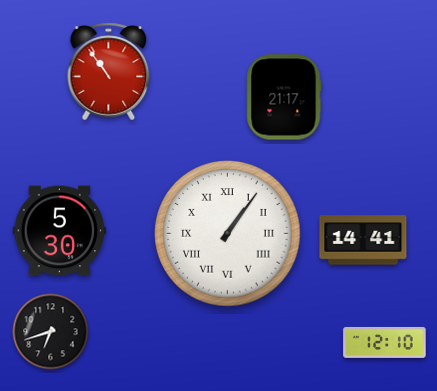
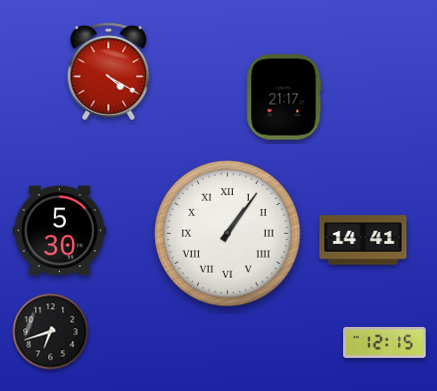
clock at (109, 72): 10:54 -> 4:20
clock at (385, 342): 12:10 -> 12:15
